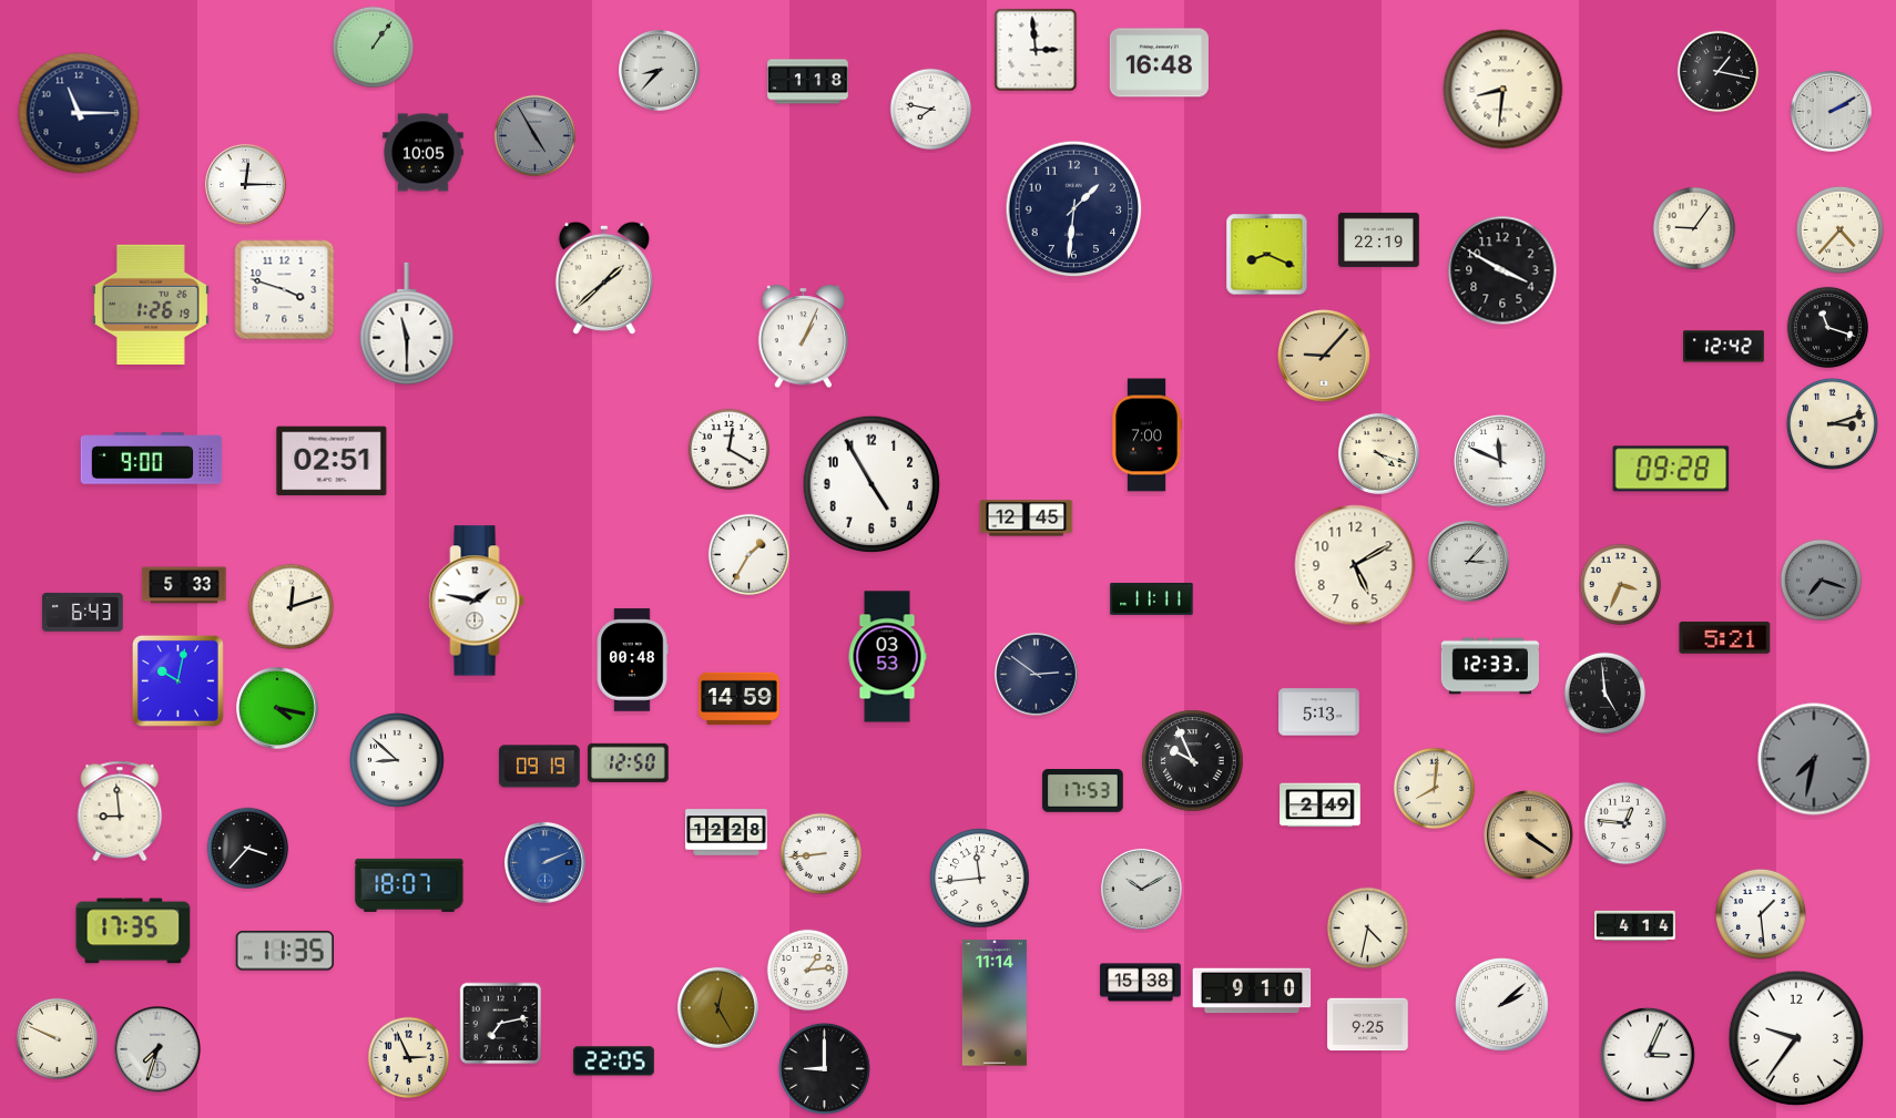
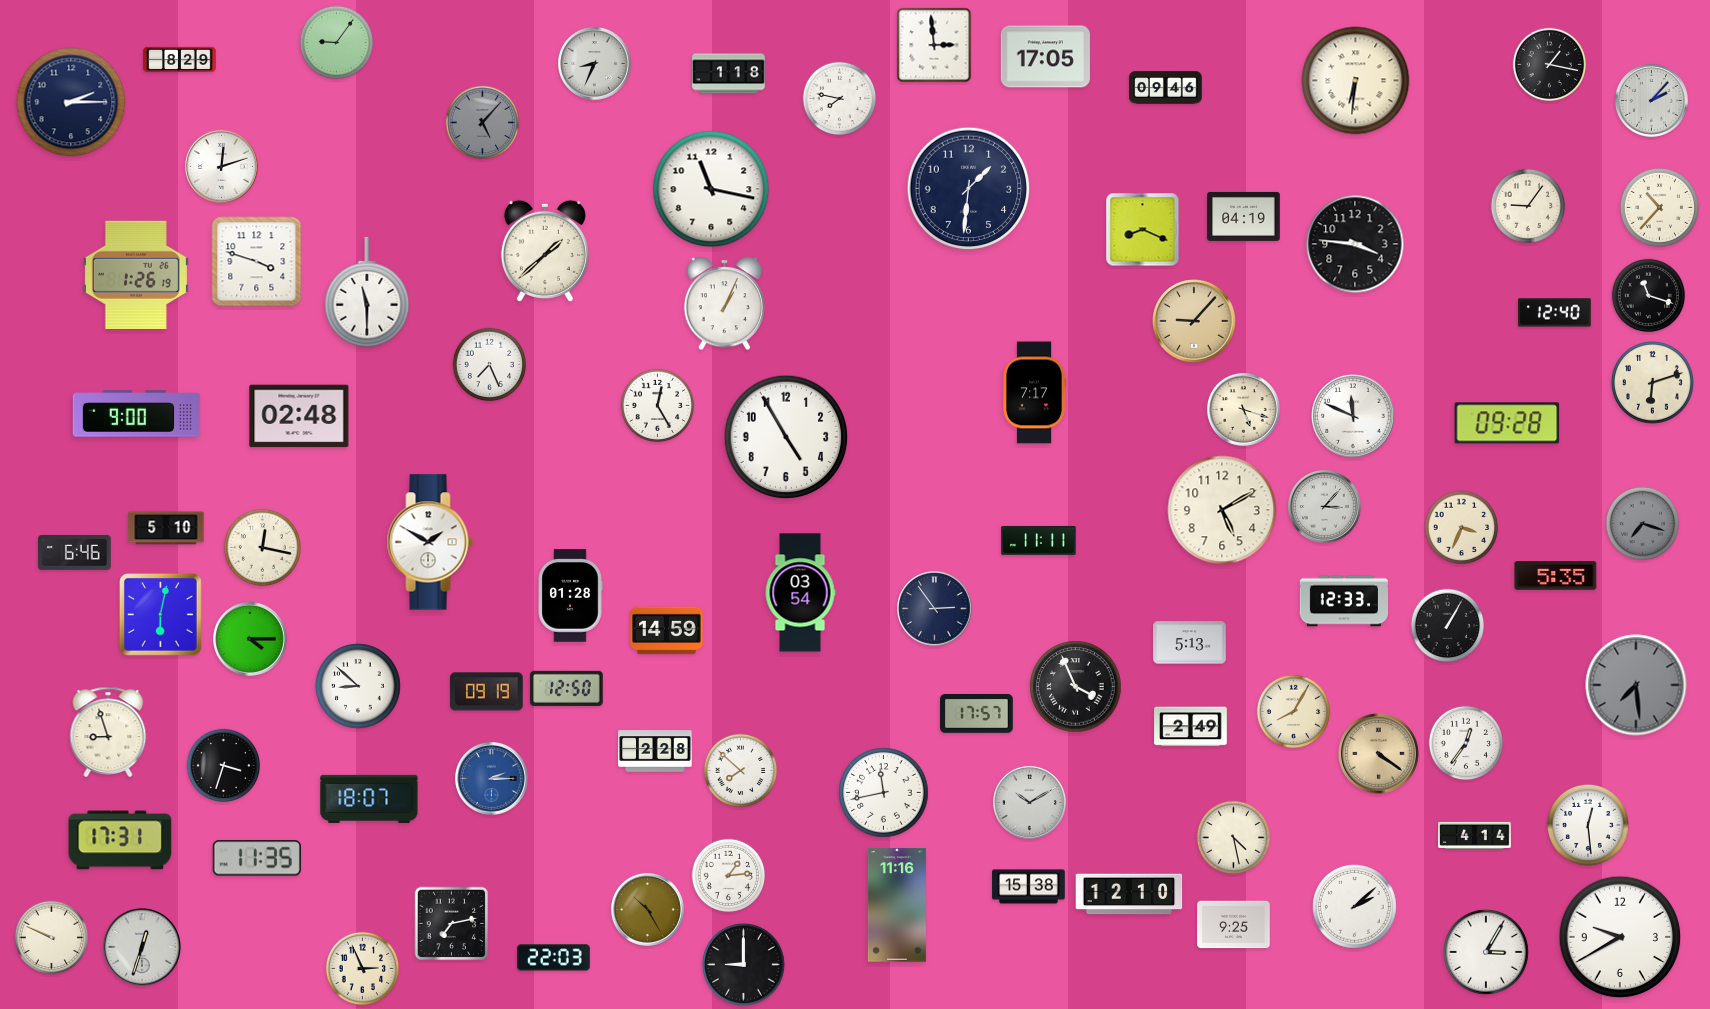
clock at (374, 48): 1:06 -> 9:06
clock at (1159, 63): 16:48 -> 17:05
clock at (180, 60): none -> 8:29
clock at (659, 70): 8:37 -> 8:34
clock at (1503, 90): 8:31 -> 6:31
clock at (1166, 88): none -> 09:46
clock at (1831, 111): 2:10 -> 2:07
clock at (79, 113): 11:15 -> 2:15
clock at (536, 136): 4:55 -> 5:07
clock at (424, 153): 10:05 -> none
clock at (245, 184): 12:15 -> 12:12
clock at (711, 189): none -> 11:17
clock at (1839, 229): 4:37 -> 10:37
clock at (1379, 239): 22:19 -> 04:19
clock at (1502, 270): 3:50 -> 3:46
clock at (1724, 347): 12:42 -> 12:40
clock at (490, 365): none -> 7:26
clock at (1832, 423): 3:12 -> 6:12
clock at (1145, 435): 7:00 -> 7:17
clock at (730, 450): 12:20 -> 12:25
clock at (1378, 453): 4:18 -> 5:18
clock at (332, 461): 02:51 -> 02:48
clock at (1027, 519): 12:45 -> none
clock at (750, 555): 1:35 -> none
clock at (184, 585): 5:33 -> 5:10
clock at (477, 601): 1:47 -> 1:50
clock at (290, 606): 12:12 -> 12:17
clock at (83, 612): 6:43 -> 6:46
clock at (1725, 638): 5:21 -> 5:35
clock at (887, 657): 03:53 -> 03:54
clock at (632, 660): 00:48 -> 01:28
clock at (1037, 675): 2:51 -> 2:54
clock at (177, 680): 10:02 -> 6:02
clock at (1606, 694): 4:59 -> 1:05
clock at (278, 709): 4:17 -> 4:15
clock at (1814, 759): 7:32 -> 7:29
clock at (1193, 761): 9:56 -> 3:56
clock at (1435, 789): 8:01 -> 8:05
clock at (1083, 791): 17:53 -> 17:57
clock at (120, 811): 8:59 -> 8:57
clock at (1625, 823): 12:46 -> 12:36
clock at (726, 832): 12:28 -> 2:28
clock at (248, 849): 3:37 -> 3:33
clock at (822, 854): 8:44 -> 7:52
clock at (544, 862): 2:11 -> 2:15
clock at (980, 879): 11:44 -> 11:43
clock at (1761, 914): 1:29 -> 12:29
clock at (1368, 929): 4:32 -> 4:28
clock at (133, 931): 17:35 -> 17:31
clock at (1252, 991): 9:10 -> 12:10
clock at (995, 1003): 11:14 -> 11:16
clock at (717, 1007): 12:25 -> 10:25
clock at (1796, 1038): 9:36 -> 9:40
clock at (159, 1050): 7:33 -> 12:33
clock at (1649, 1056): 3:04 -> 3:05
clock at (409, 1058) position: (409, 1058) -> (363, 969)
clock at (614, 1061): 22:05 -> 22:03
